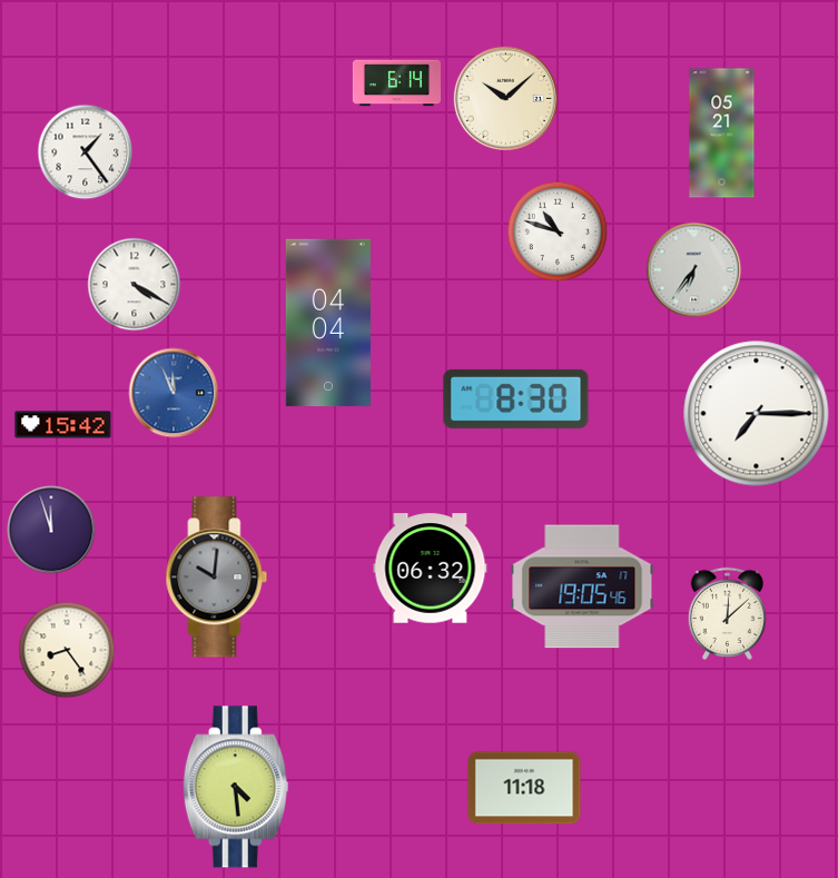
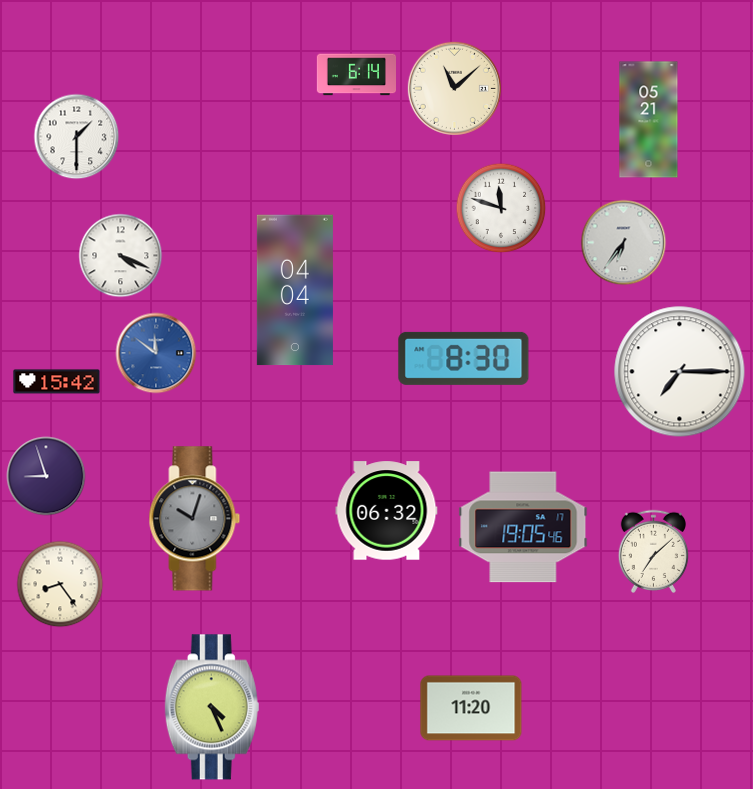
clock at (505, 98): 10:08 -> 11:08
clock at (86, 152): 1:24 -> 1:30
clock at (558, 231): 10:48 -> 11:48
clock at (135, 285): 4:20 -> 4:19
clock at (174, 393): 11:56 -> 11:51
clock at (51, 530): 11:57 -> 8:57
clock at (217, 578): 10:01 -> 10:03
clock at (727, 613): 12:08 -> 7:08
clock at (236, 787): 4:29 -> 4:26
clock at (524, 788): 11:18 -> 11:20
